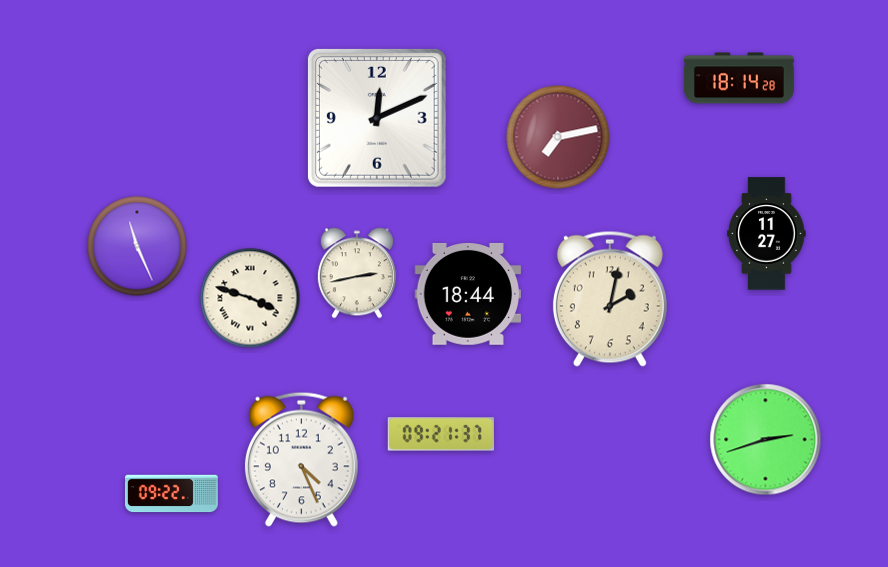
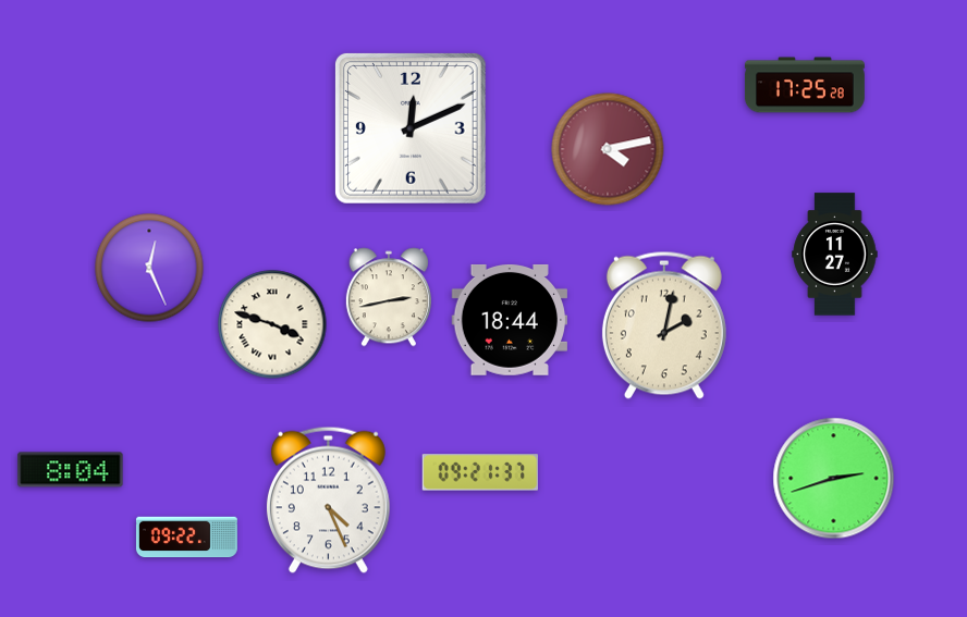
clock at (739, 78): 18:14 -> 17:25
clock at (558, 137): 7:13 -> 4:13
clock at (137, 246): 11:26 -> 12:26
clock at (71, 470): none -> 8:04
